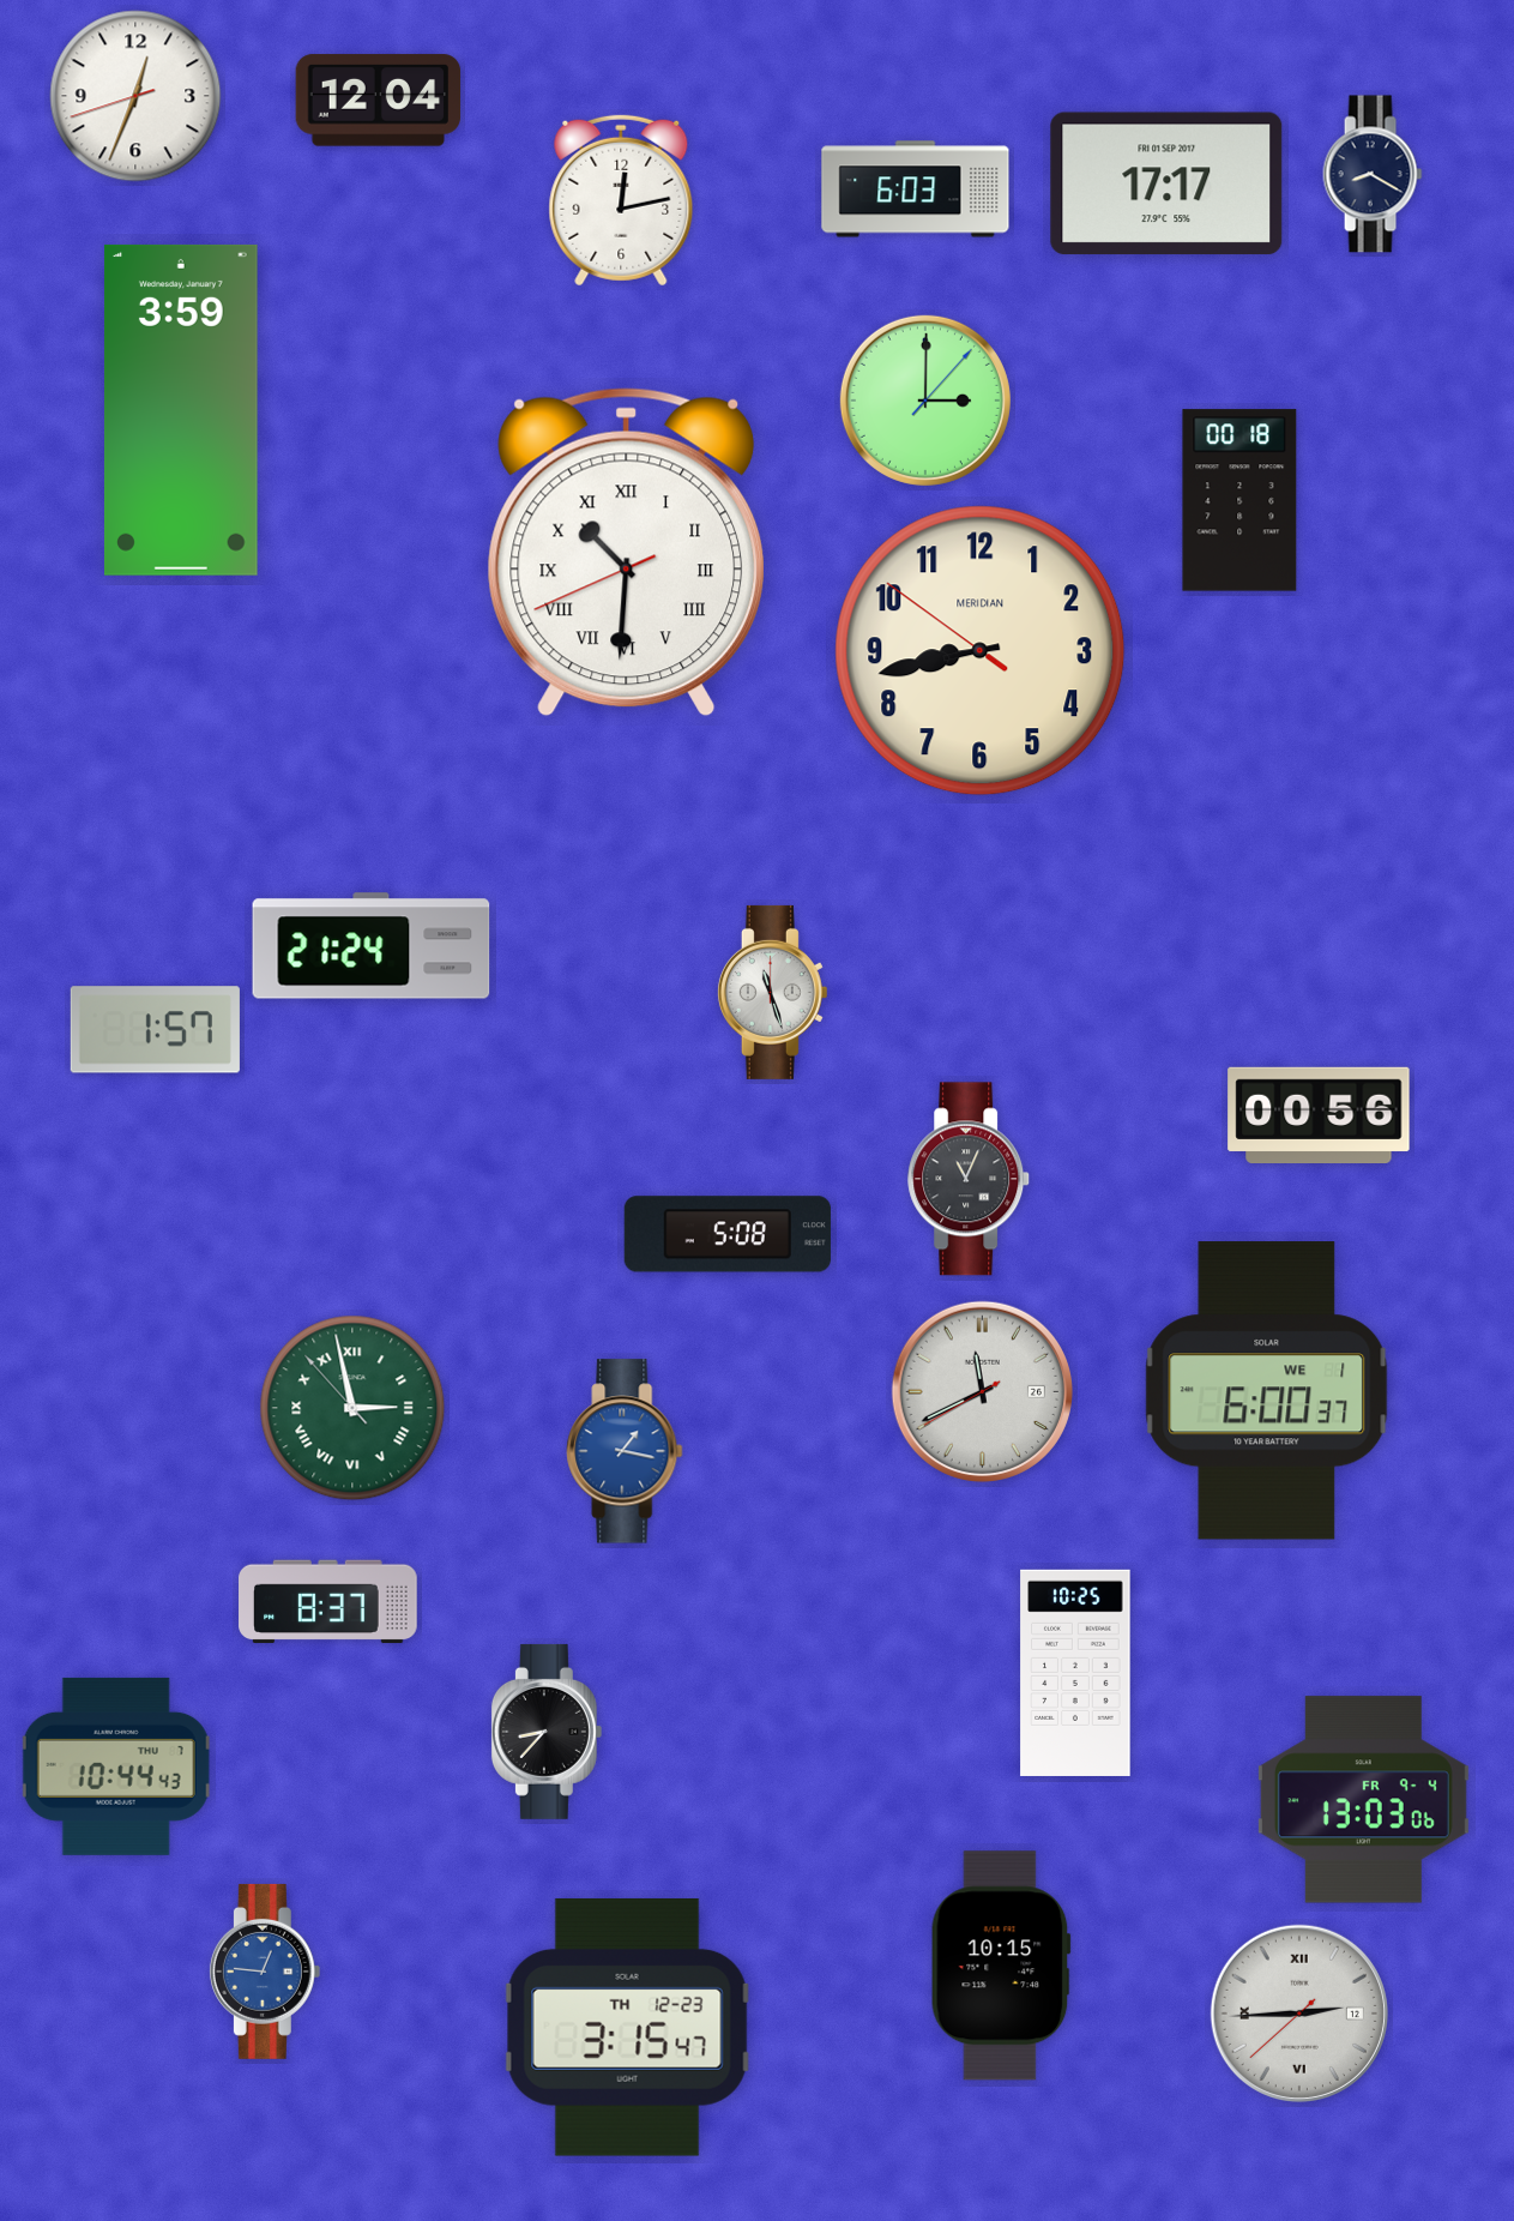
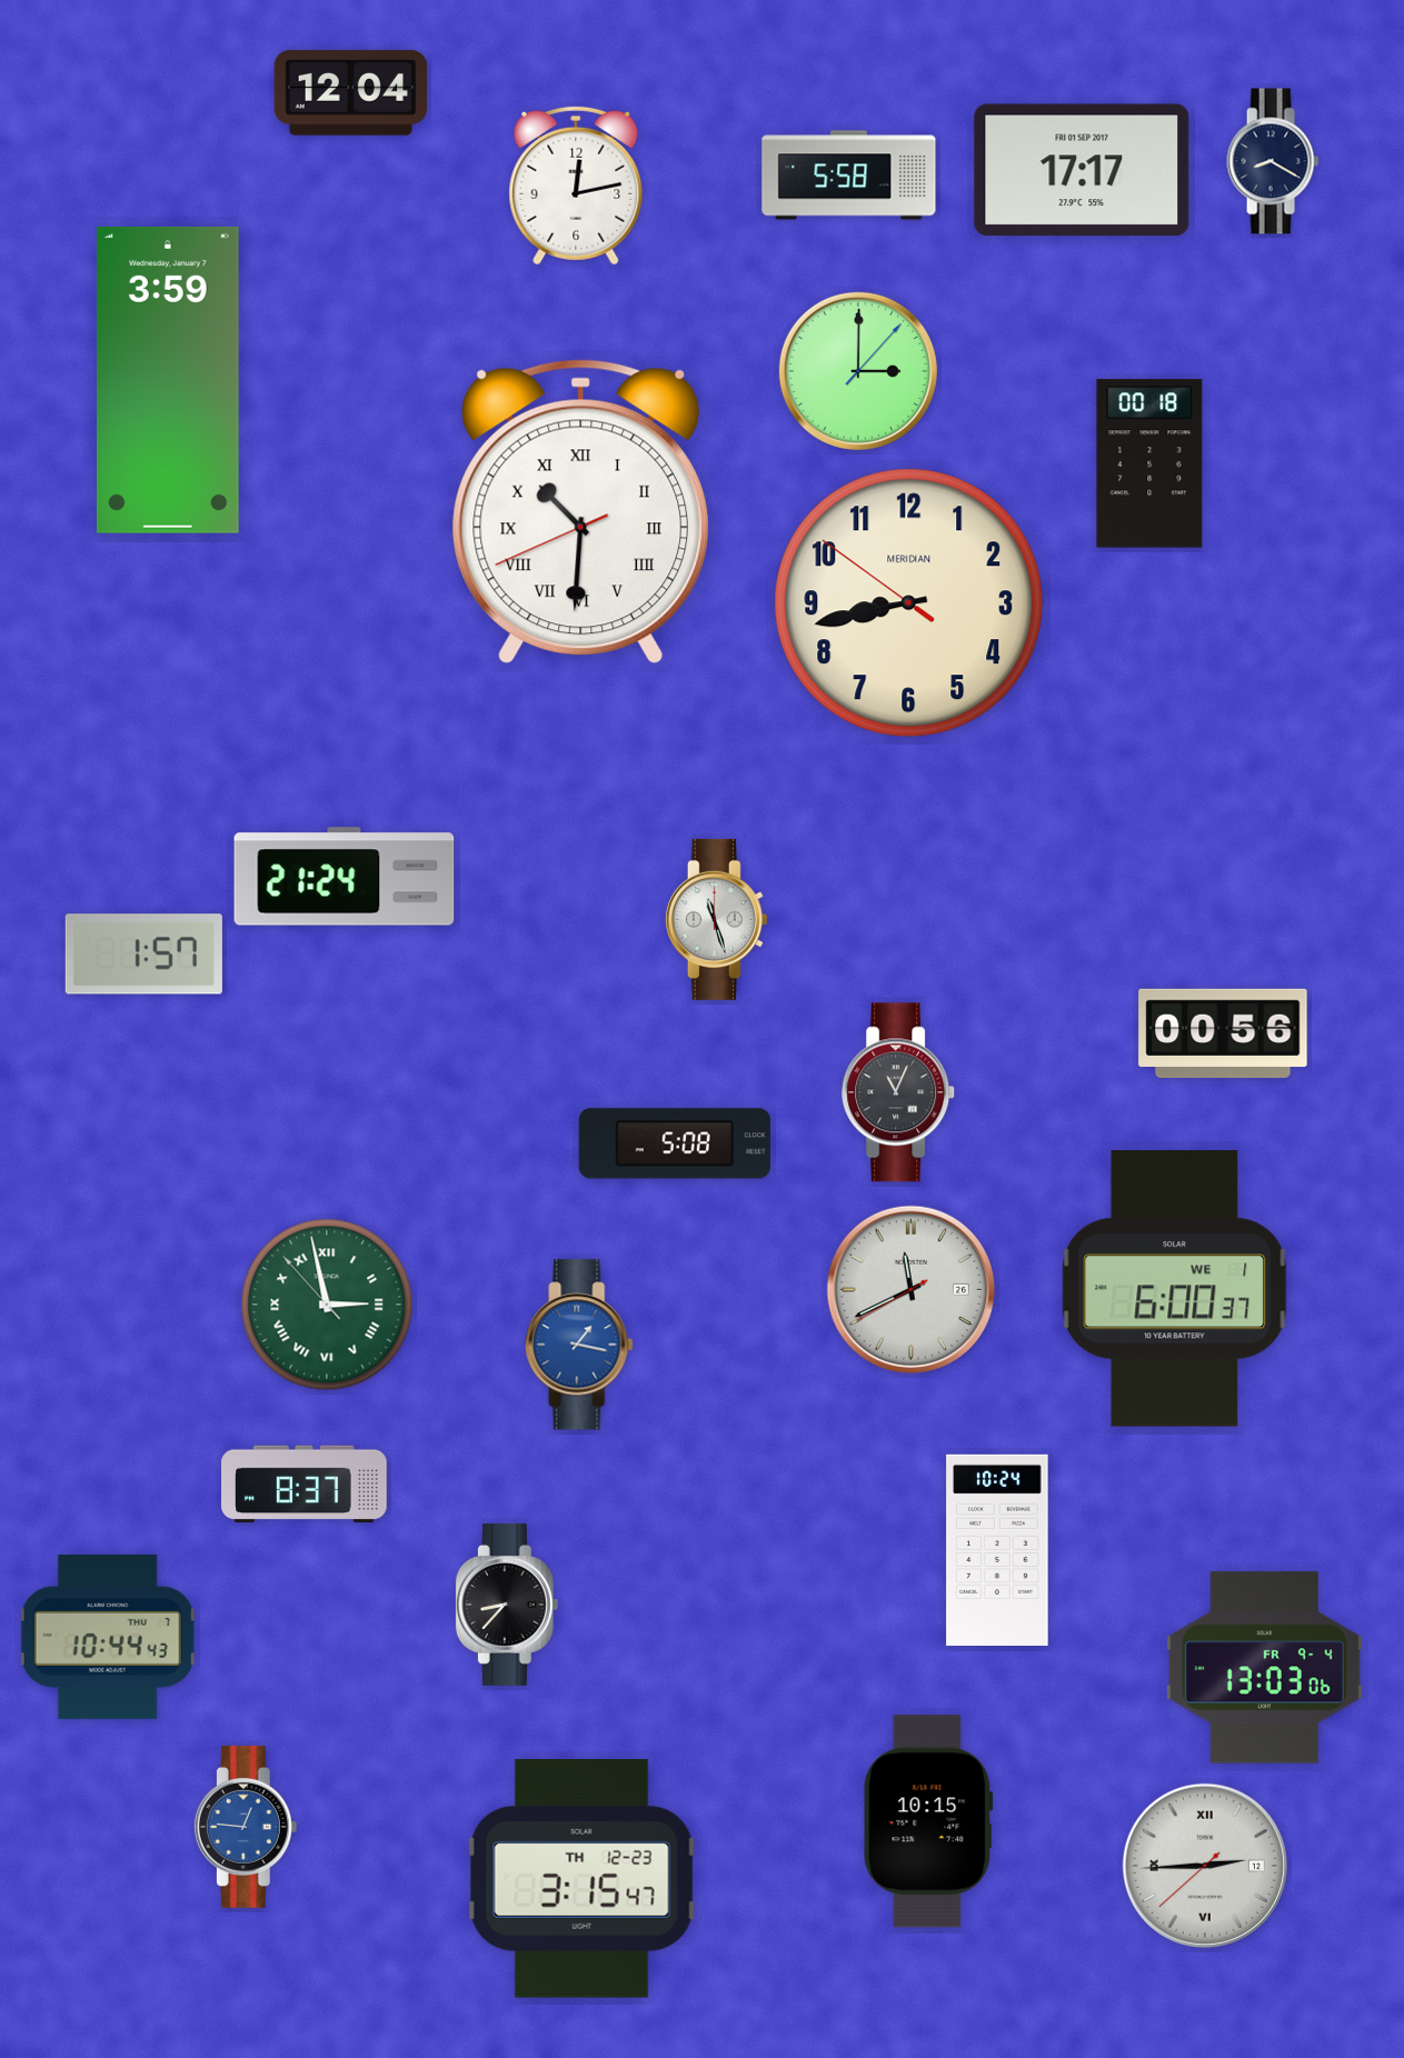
clock at (135, 96): 12:33 -> none
clock at (916, 189): 6:03 -> 5:58
clock at (1075, 1673): 10:25 -> 10:24
